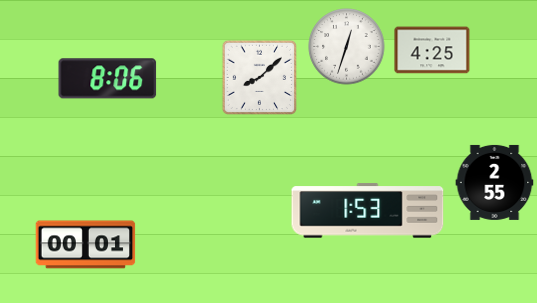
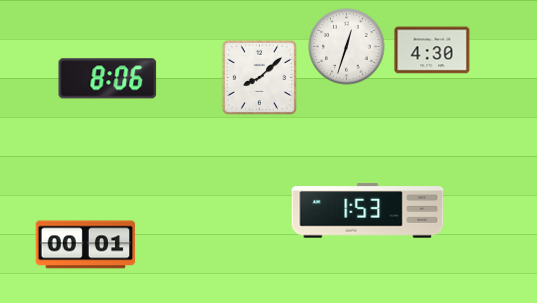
clock at (432, 50): 4:25 -> 4:30
clock at (495, 182): 2:55 -> none
